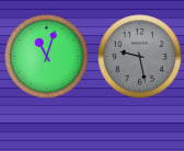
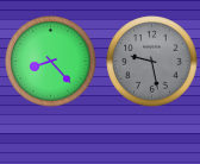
clock at (47, 57): 11:03 -> 8:23
